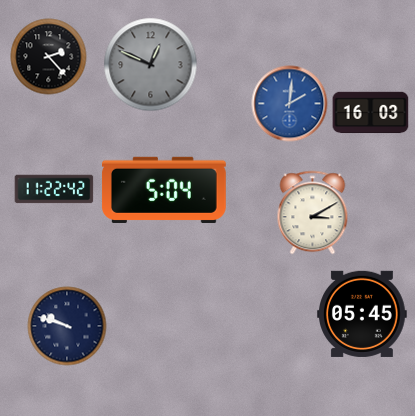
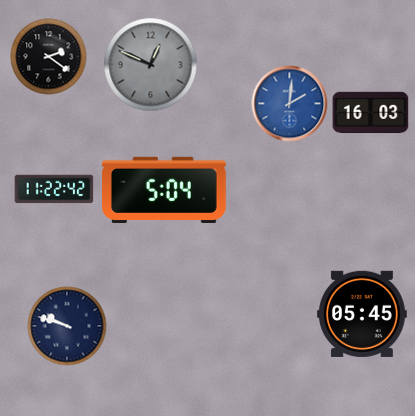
clock at (49, 57): 2:23 -> 2:21
clock at (313, 213): 3:10 -> none
